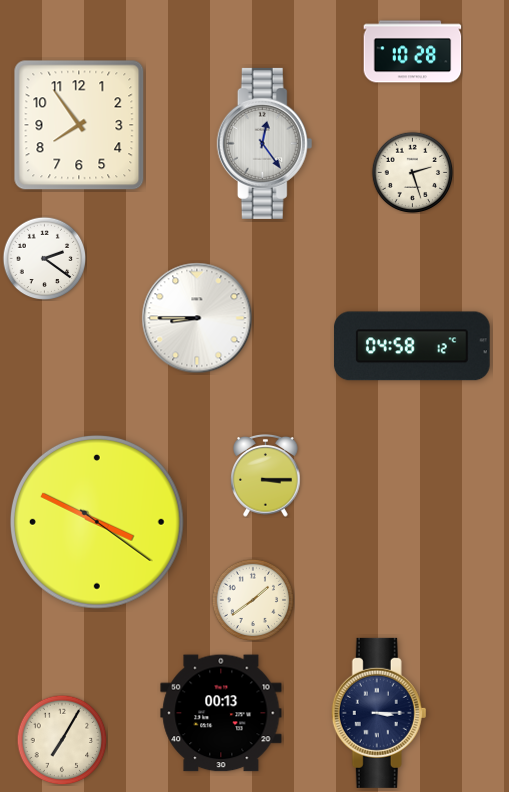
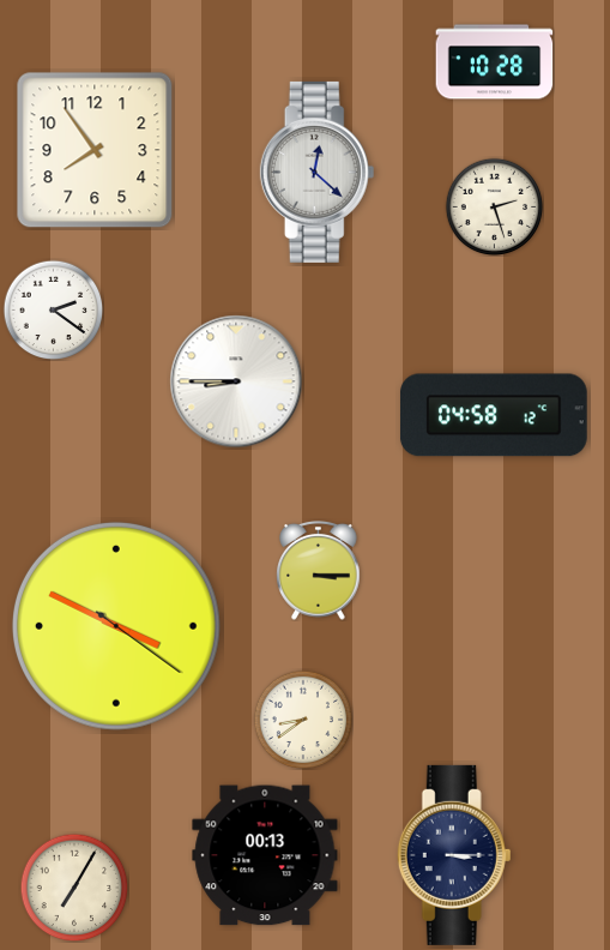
clock at (265, 143): 12:24 -> 12:22
clock at (253, 600): 1:39 -> 8:39
